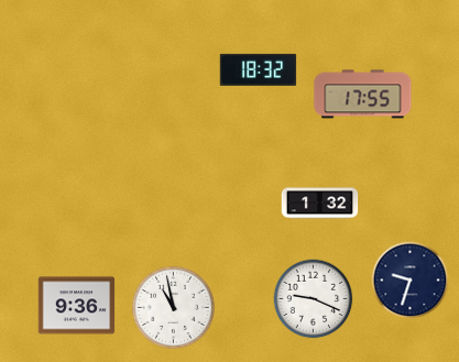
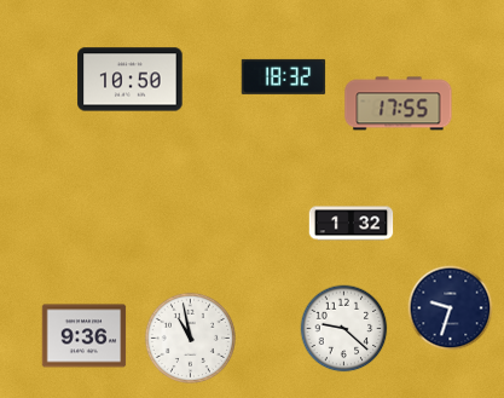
clock at (131, 80): none -> 10:50
clock at (314, 299): 9:19 -> 9:22
